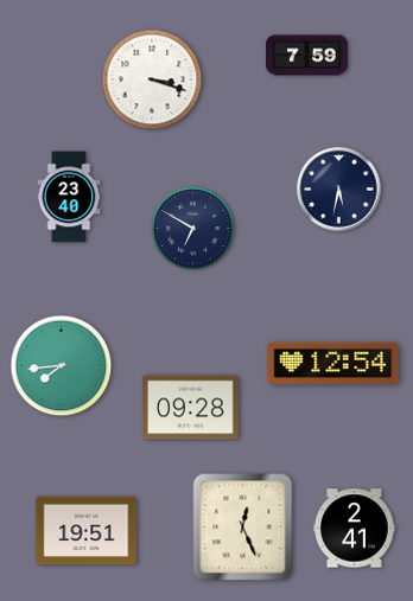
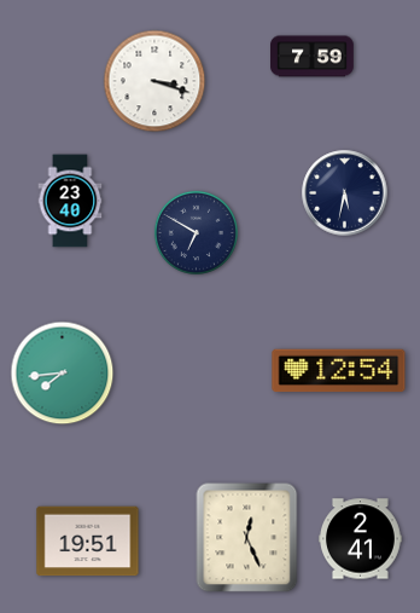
clock at (190, 408): 09:28 -> none
